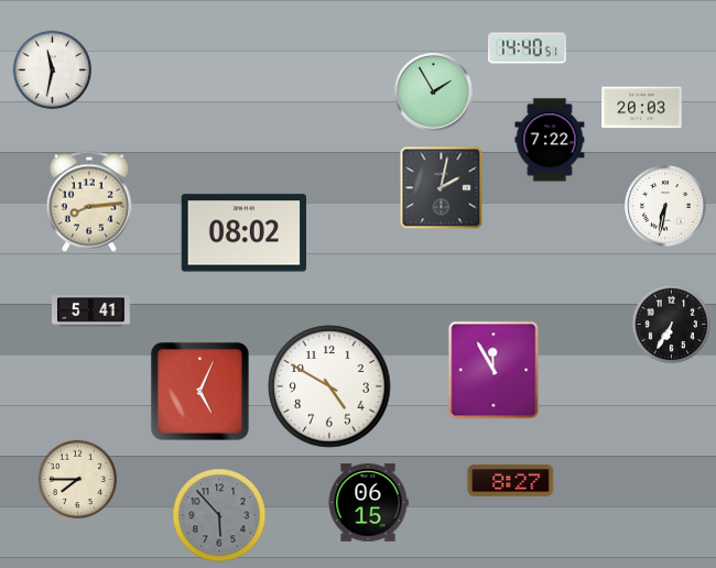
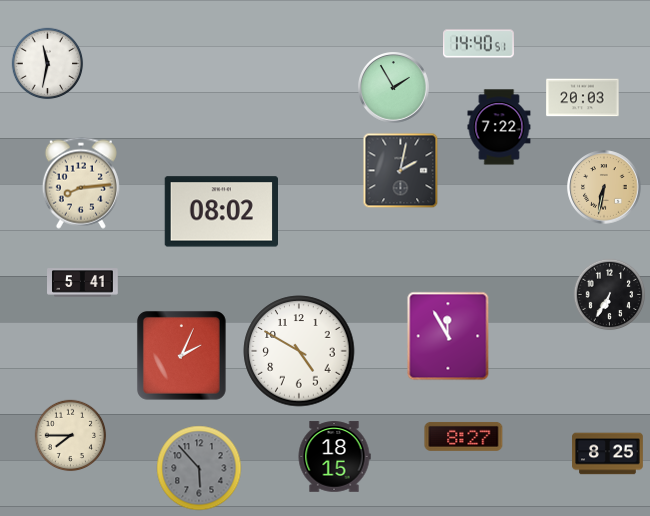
clock at (434, 92) position: (434, 92) -> (394, 88)
clock at (665, 206) dial: white -> champagne
clock at (199, 391): 5:04 -> 2:04
clock at (608, 454): none -> 8:25
clock at (368, 503): 06:15 -> 18:15
